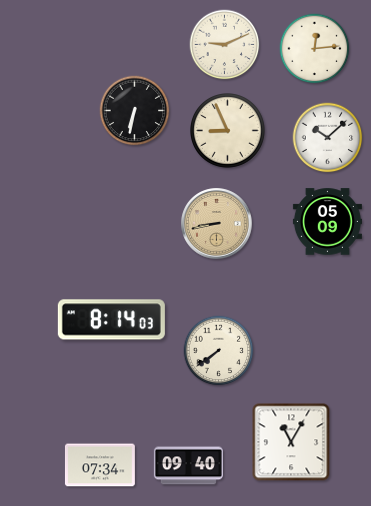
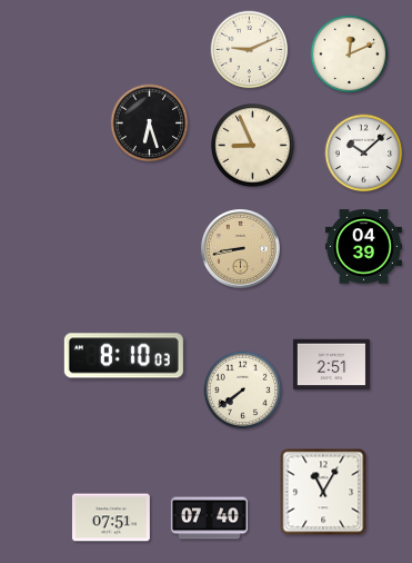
clock at (315, 49): 12:14 -> 12:11
clock at (135, 111): 6:32 -> 6:27
clock at (327, 222): 05:09 -> 04:39
clock at (111, 320): 8:14 -> 8:10
clock at (331, 365): none -> 2:51
clock at (100, 465): 07:34 -> 07:51
clock at (188, 466): 09:40 -> 07:40
